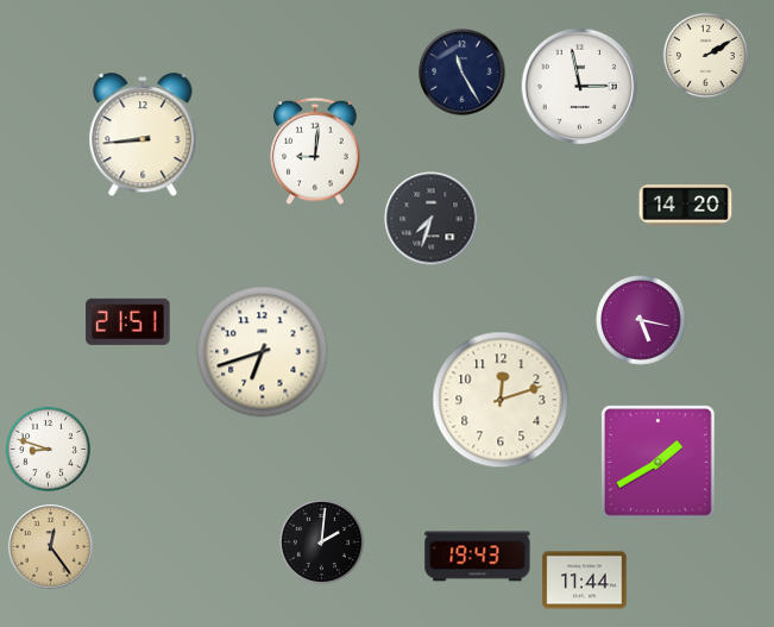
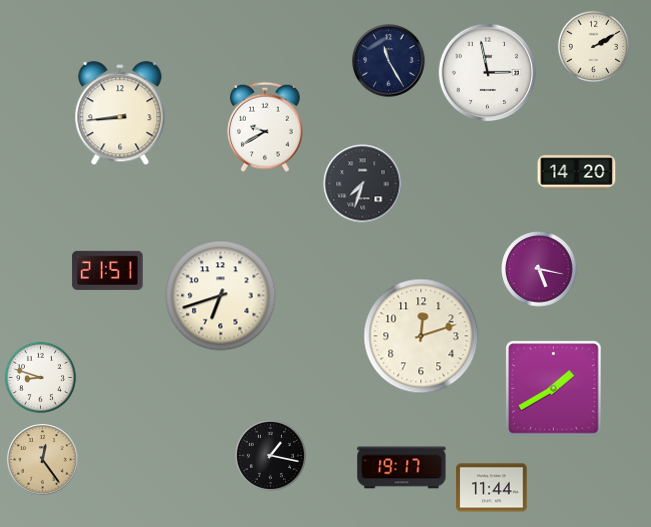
clock at (315, 151): 9:01 -> 9:40
clock at (321, 541): 2:01 -> 1:17
clock at (478, 557): 19:43 -> 19:17
